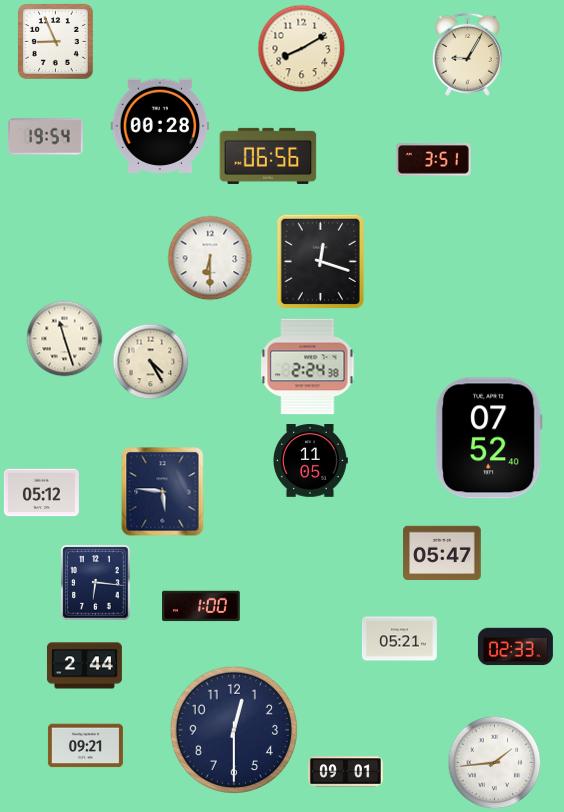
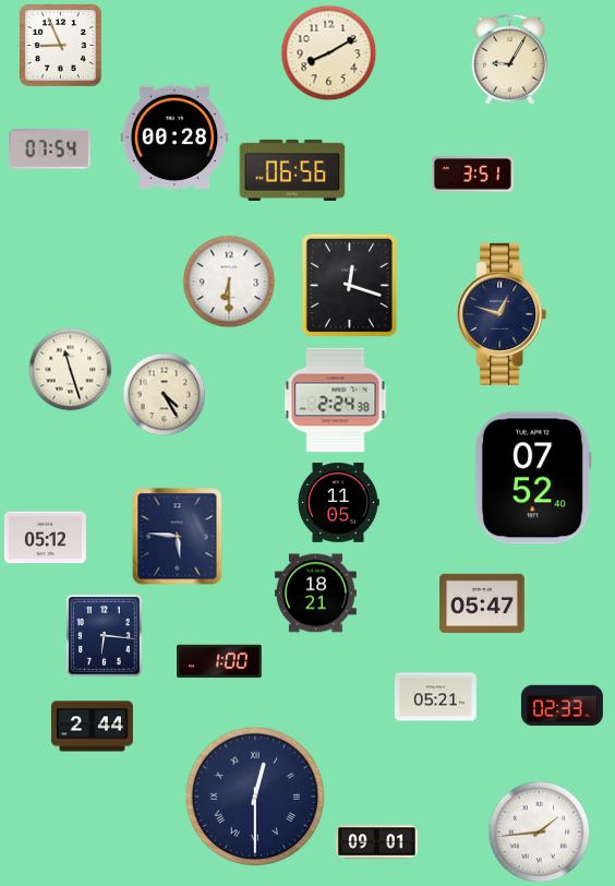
clock at (45, 137): 19:54 -> 07:54
clock at (502, 314): none -> 12:48
clock at (315, 594): none -> 18:21
clock at (234, 730) numerals: Arabic -> Roman
clock at (85, 746): 09:21 -> none
